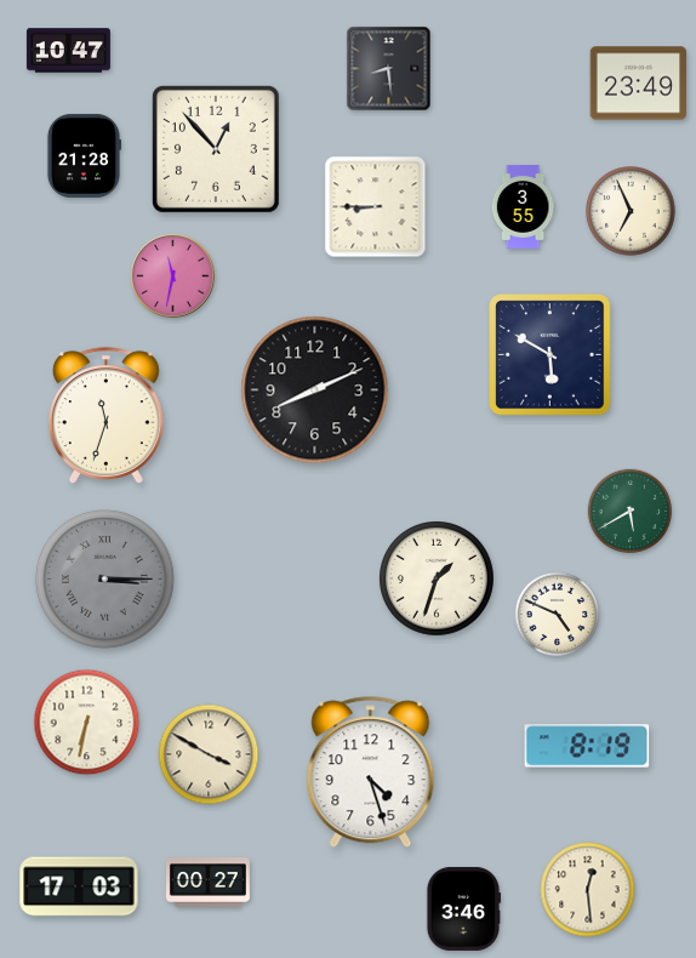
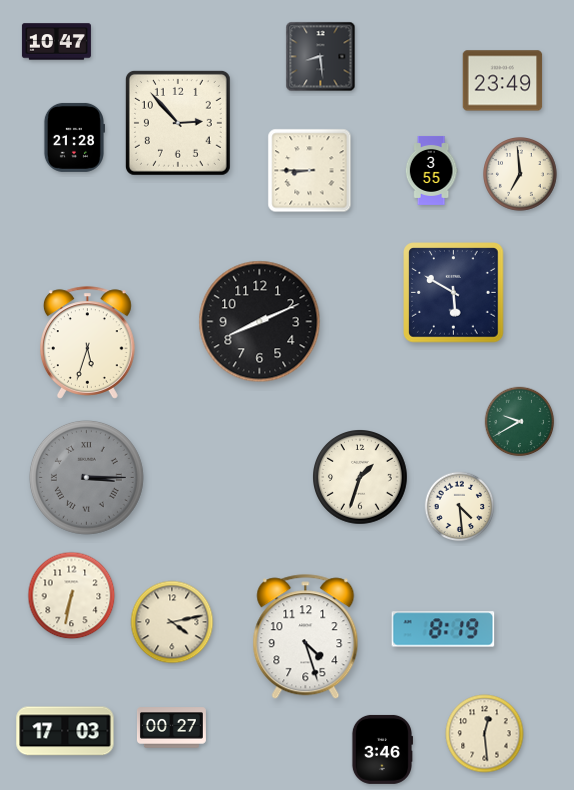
clock at (639, 84) position: (639, 84) -> (503, 81)
clock at (216, 149): 12:53 -> 2:53
clock at (82, 155) position: (82, 155) -> (73, 137)
clock at (632, 212): 6:56 -> 6:59
clock at (173, 276): 11:32 -> none
clock at (105, 416): 11:33 -> 5:33
clock at (631, 512): 5:40 -> 9:40
clock at (558, 615): 4:49 -> 4:29
clock at (587, 746) position: (587, 746) -> (443, 629)
clock at (209, 754): 3:50 -> 4:13
